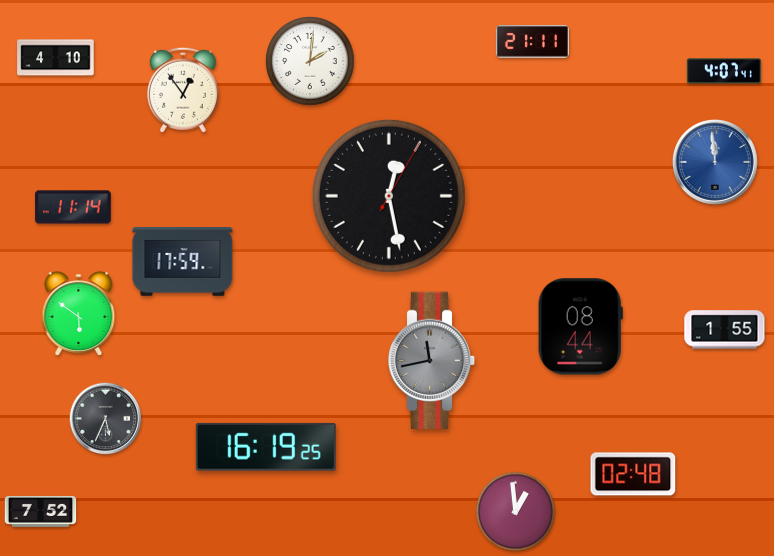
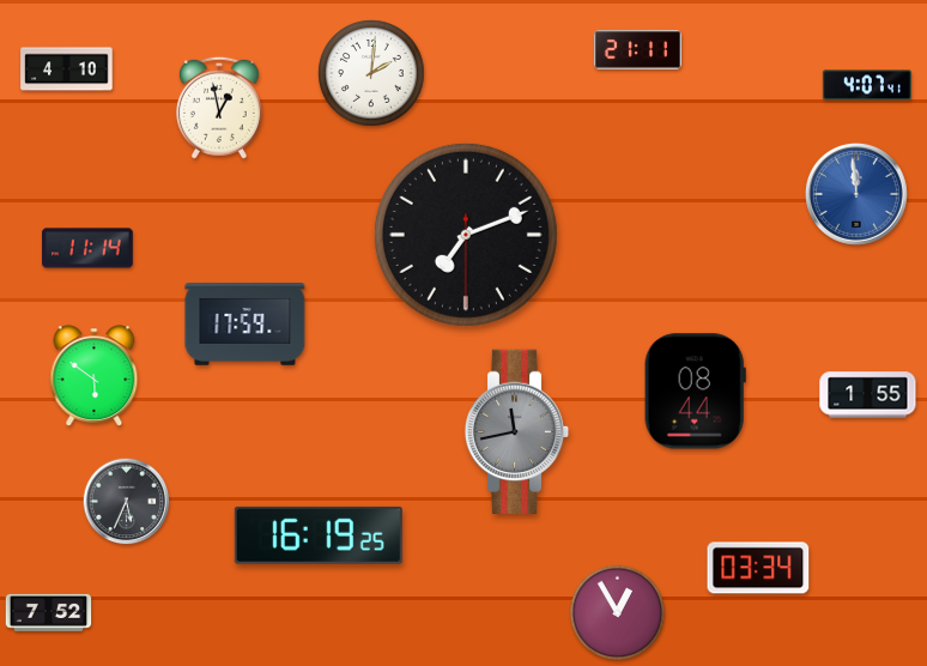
clock at (183, 90): 12:54 -> 12:58
clock at (389, 196): 12:28 -> 7:11
clock at (183, 262) position: (183, 262) -> (246, 325)
clock at (633, 474): 02:48 -> 03:34
clock at (516, 512): 12:59 -> 12:55
